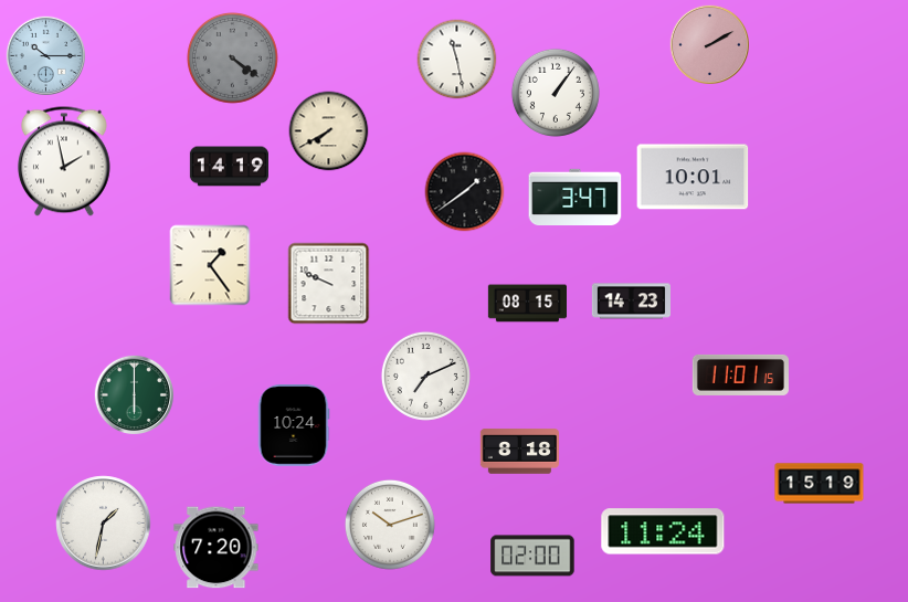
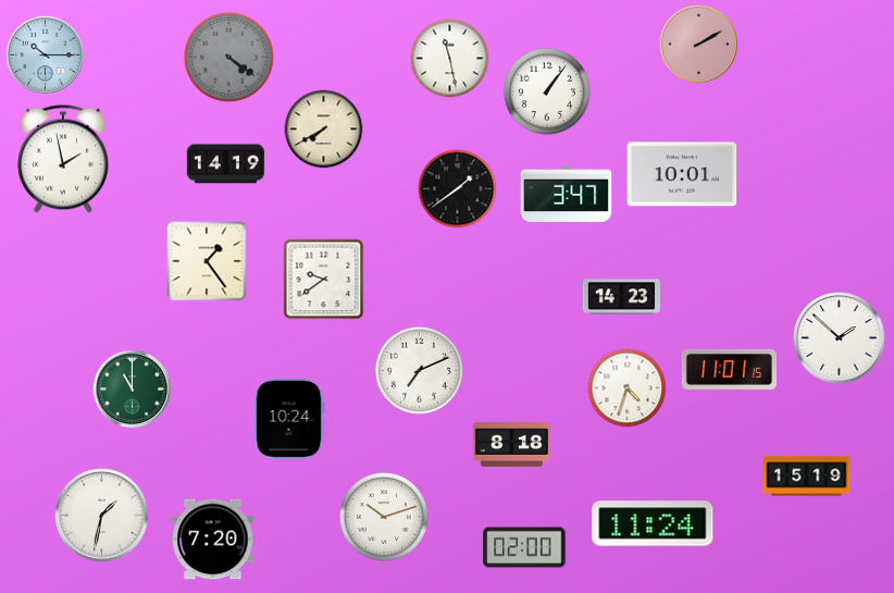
clock at (329, 284): 9:49 -> 9:39
clock at (527, 304): 08:15 -> none
clock at (840, 338): none -> 1:52
clock at (134, 394): 6:00 -> 11:00
clock at (628, 388): none -> 4:33
